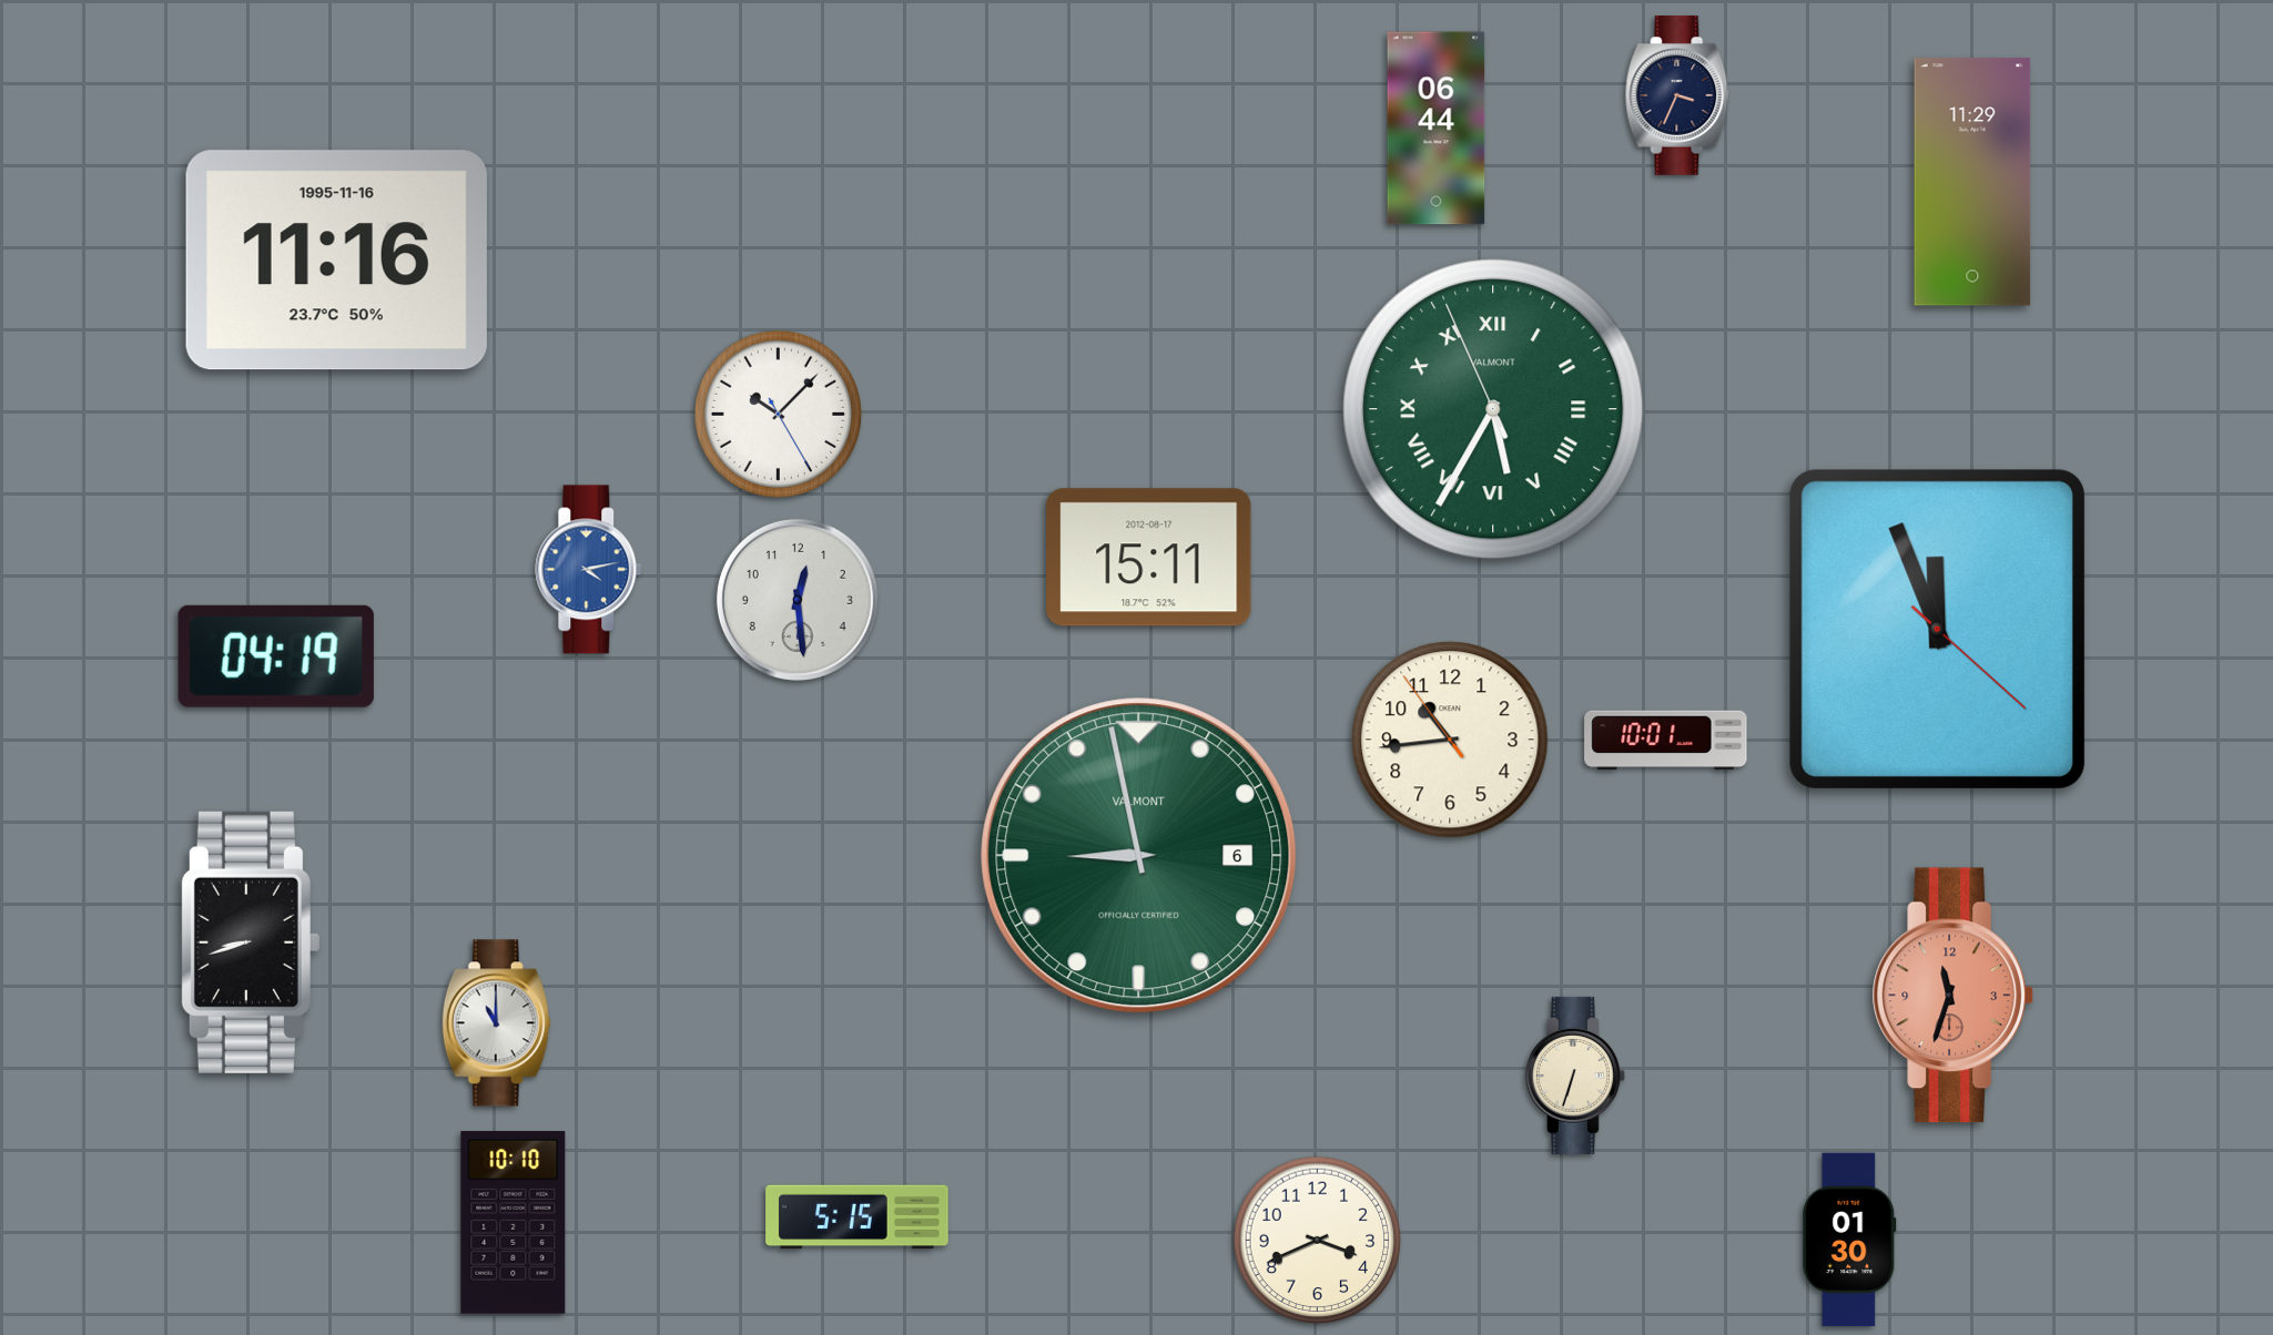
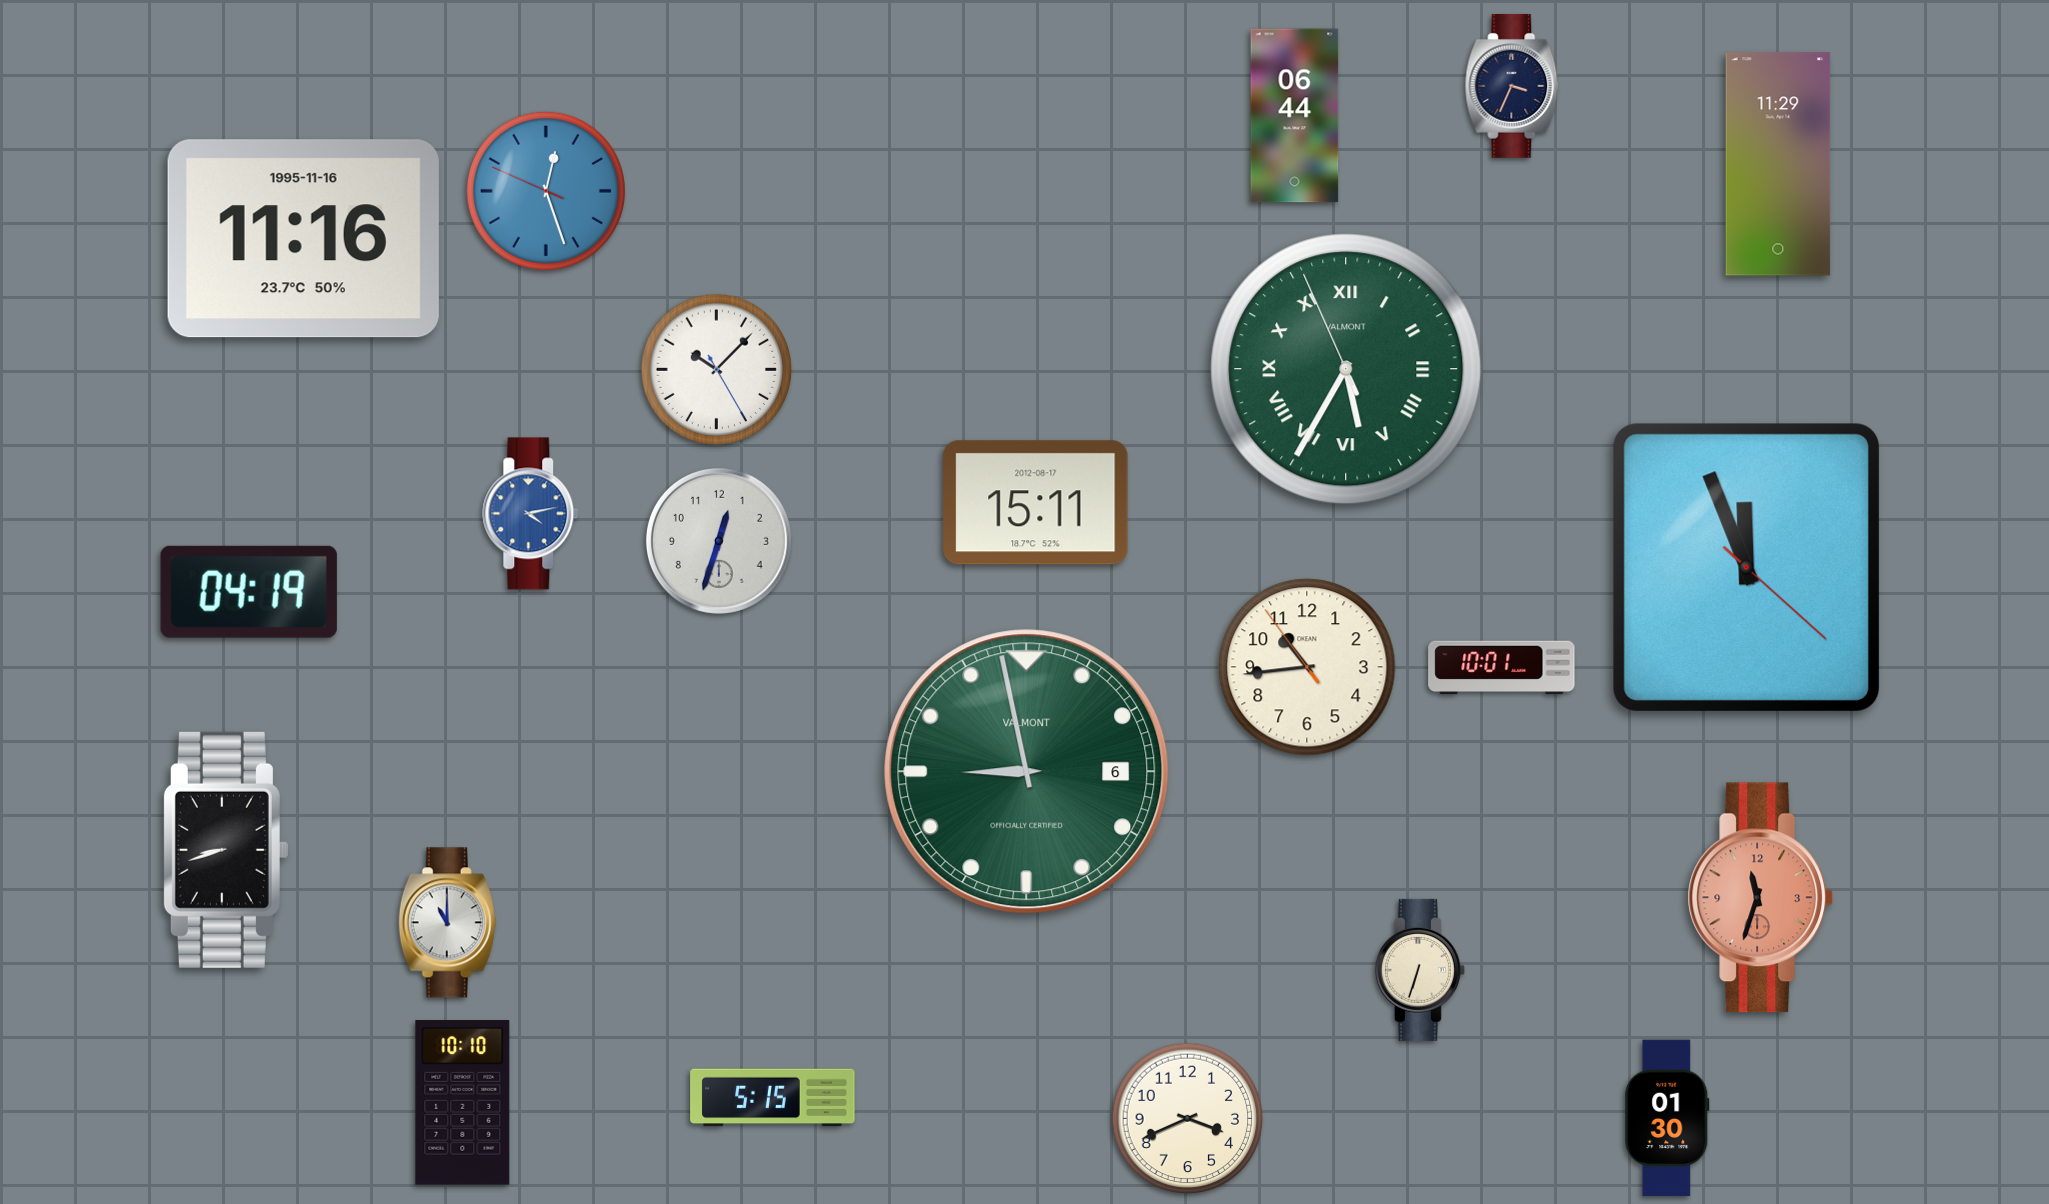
clock at (546, 191): none -> 12:26
clock at (336, 261) position: (336, 261) -> (303, 239)
clock at (779, 415) position: (779, 415) -> (717, 370)
clock at (798, 600): 12:29 -> 12:33
